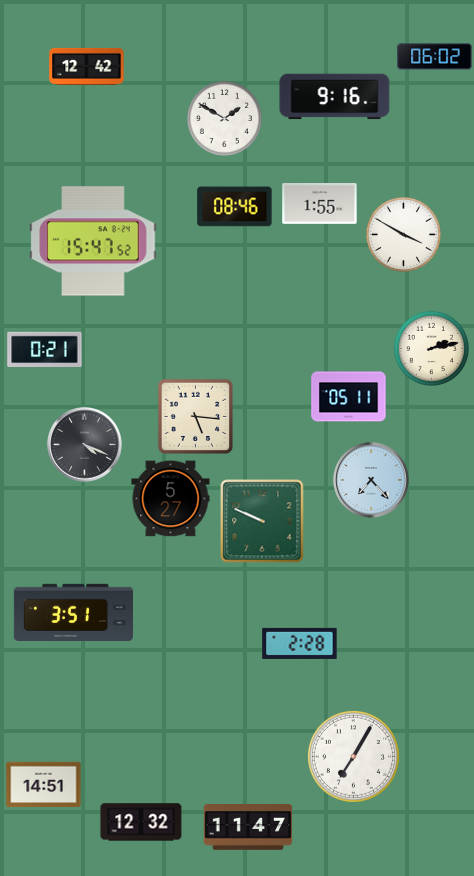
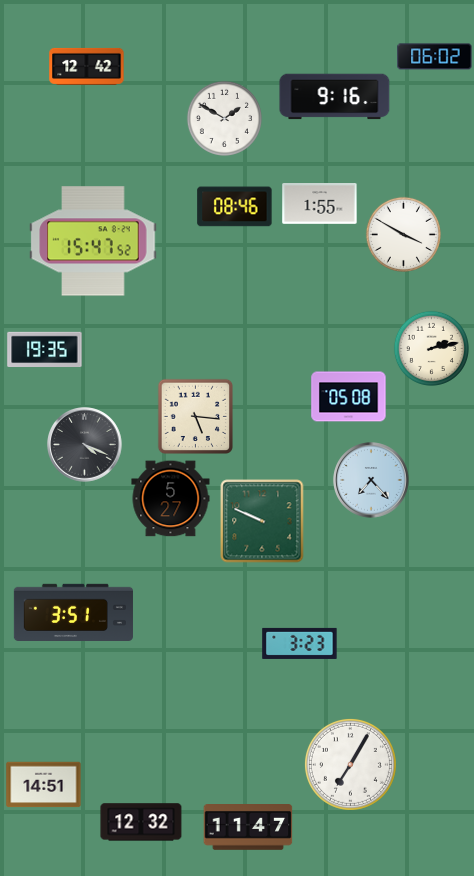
clock at (45, 350): 0:21 -> 19:35
clock at (349, 397): 05:11 -> 05:08
clock at (300, 643): 2:28 -> 3:23
clock at (353, 756) position: (353, 756) -> (350, 764)
